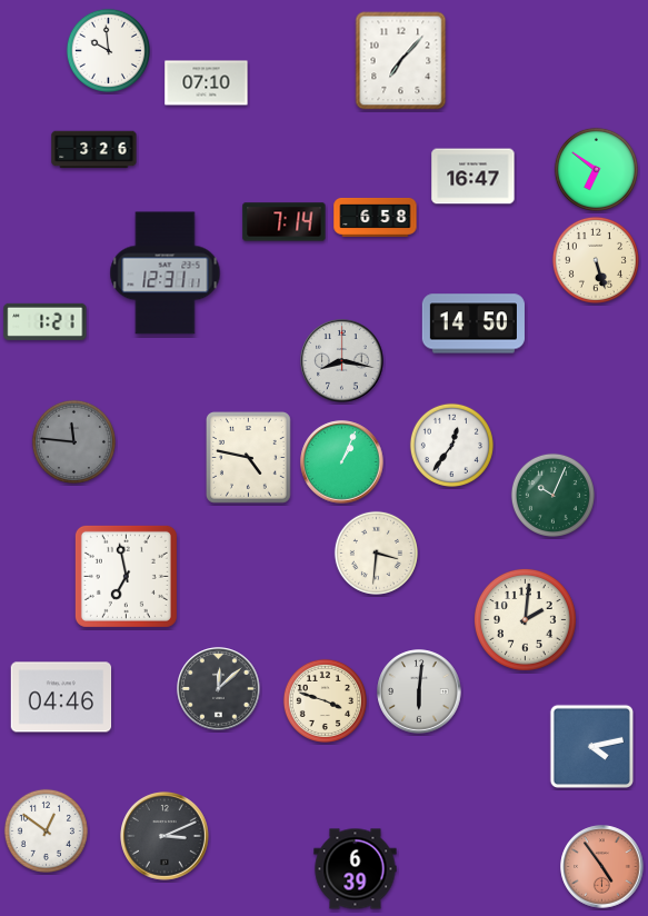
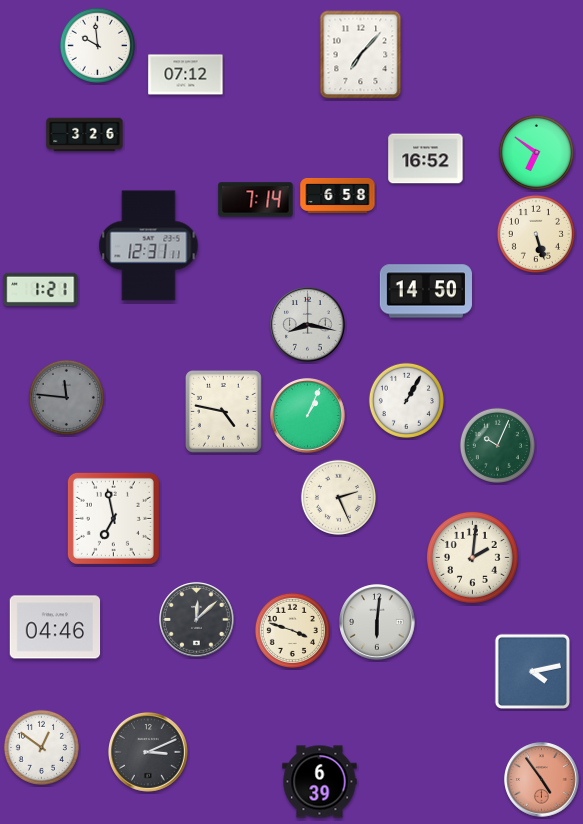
clock at (207, 83): 07:10 -> 07:12
clock at (473, 177): 16:47 -> 16:52
clock at (451, 445): 12:36 -> 1:05
clock at (376, 552): 3:31 -> 2:26
